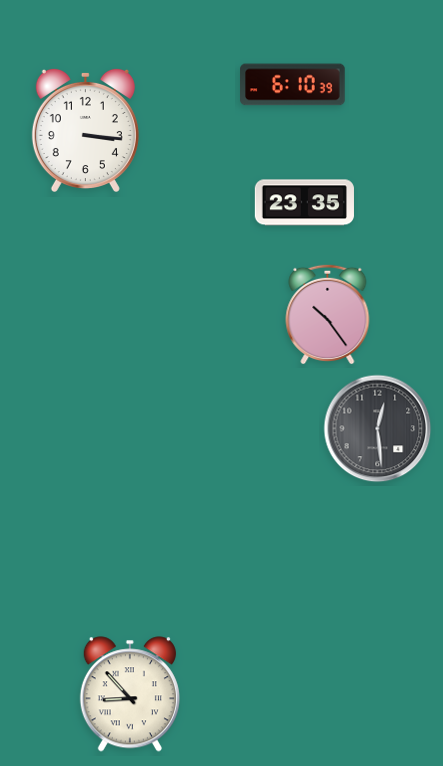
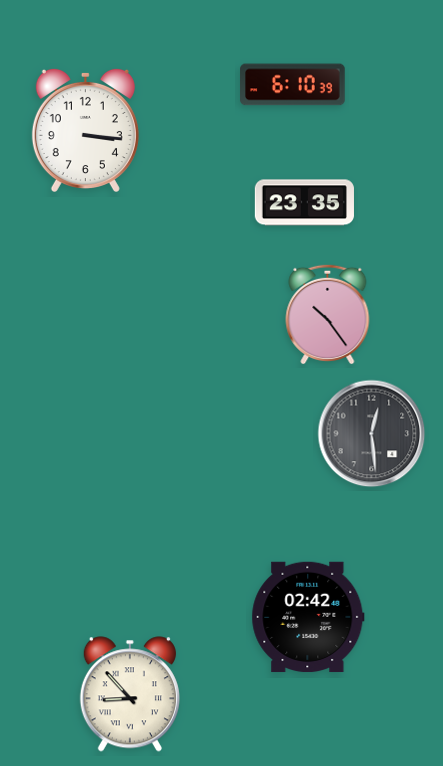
clock at (378, 429) position: (378, 429) -> (372, 434)
clock at (308, 617): none -> 02:42
